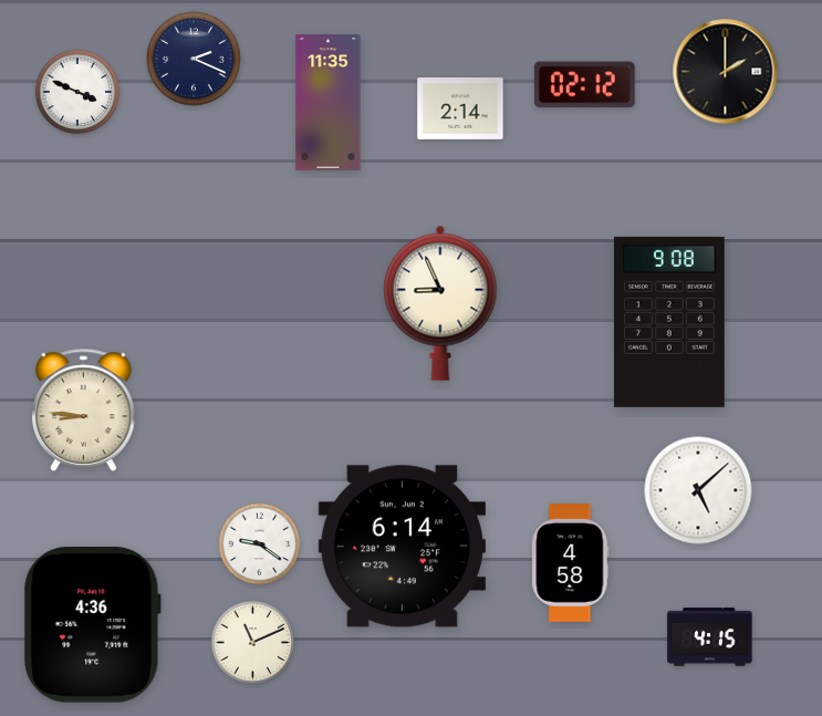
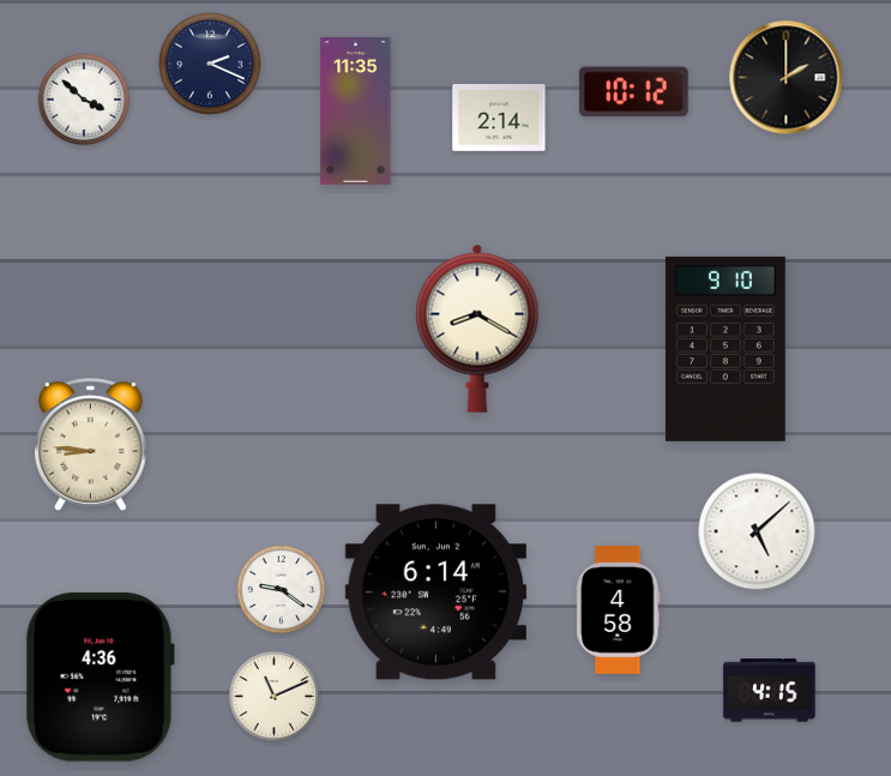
clock at (584, 85): 02:12 -> 10:12
clock at (77, 92): 3:49 -> 3:52
clock at (440, 303): 8:56 -> 8:20
clock at (669, 322): 9:08 -> 9:10
